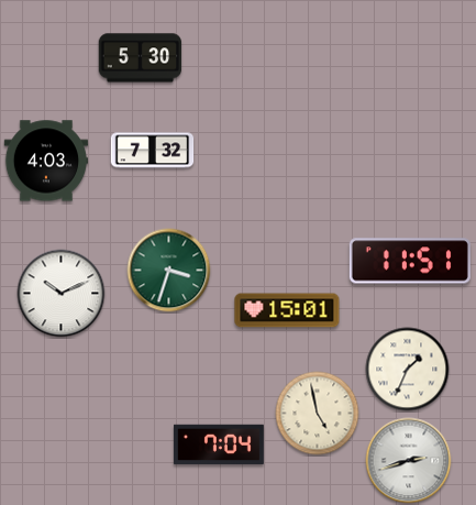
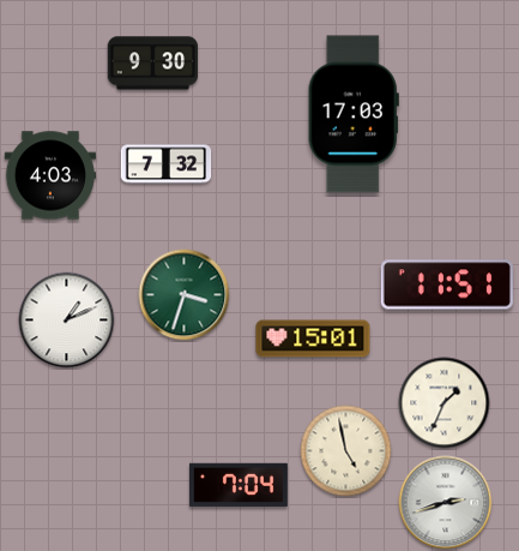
clock at (141, 58): 5:30 -> 9:30
clock at (354, 114): none -> 17:03
clock at (62, 294): 10:11 -> 1:11
